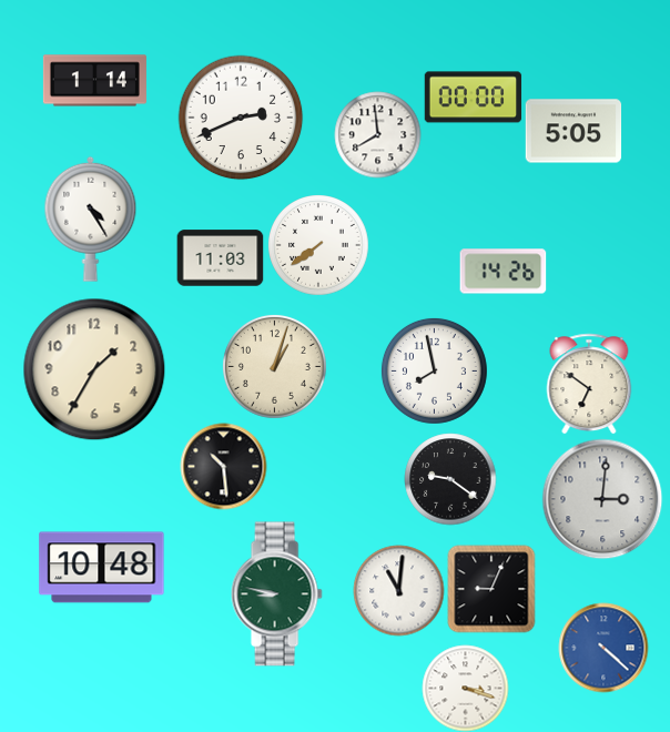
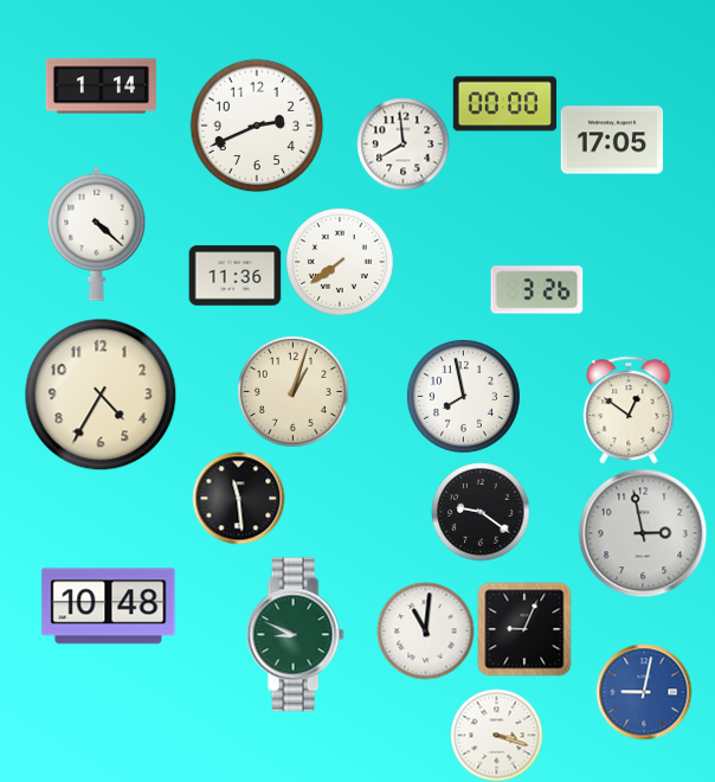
clock at (573, 131): 5:05 -> 17:05
clock at (91, 218): 4:25 -> 4:22
clock at (220, 258): 11:03 -> 11:36
clock at (502, 272): 14:26 -> 3:26
clock at (94, 369): 1:35 -> 4:35
clock at (589, 384): 6:51 -> 12:51
clock at (223, 466): 10:29 -> 11:29
clock at (602, 499): 3:01 -> 2:58
clock at (276, 594): 8:47 -> 8:49
clock at (603, 648): 4:22 -> 9:02
